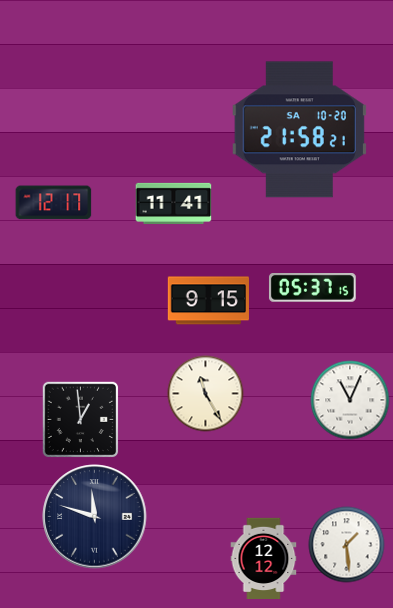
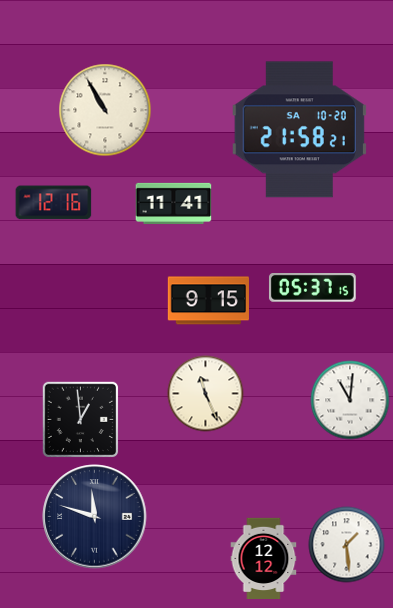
clock at (105, 110): none -> 10:55
clock at (54, 203): 12:17 -> 12:16
clock at (206, 394): 11:25 -> 11:26
clock at (350, 400): 11:04 -> 11:01
